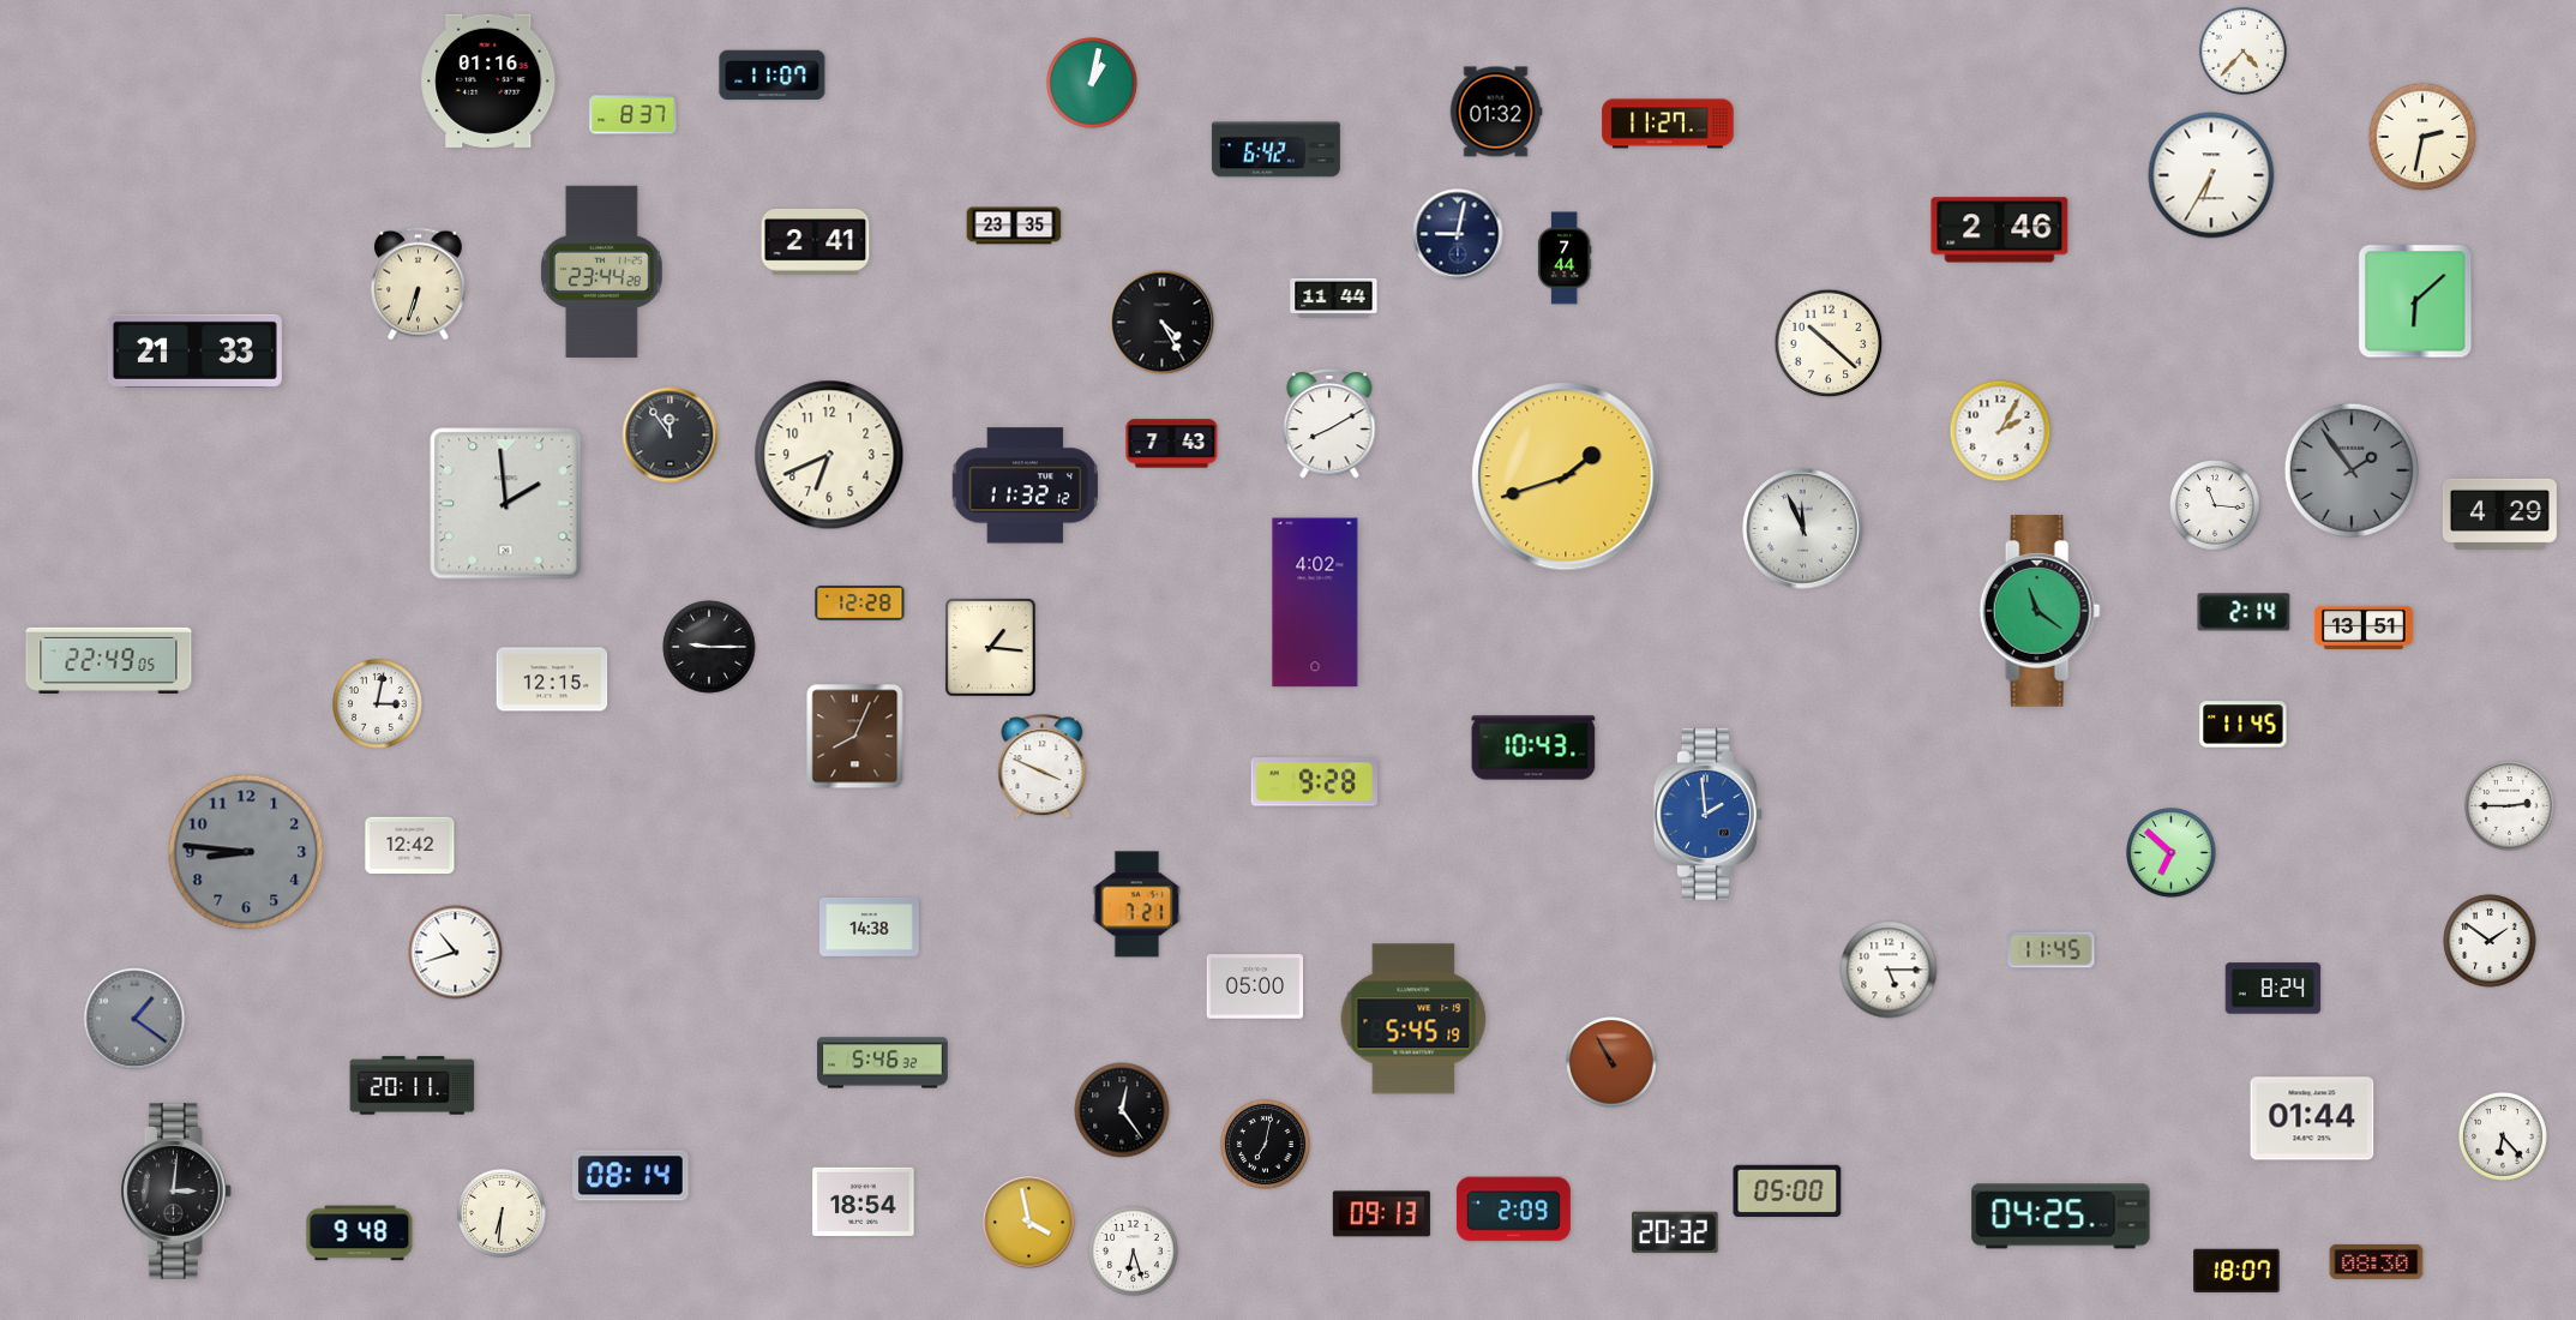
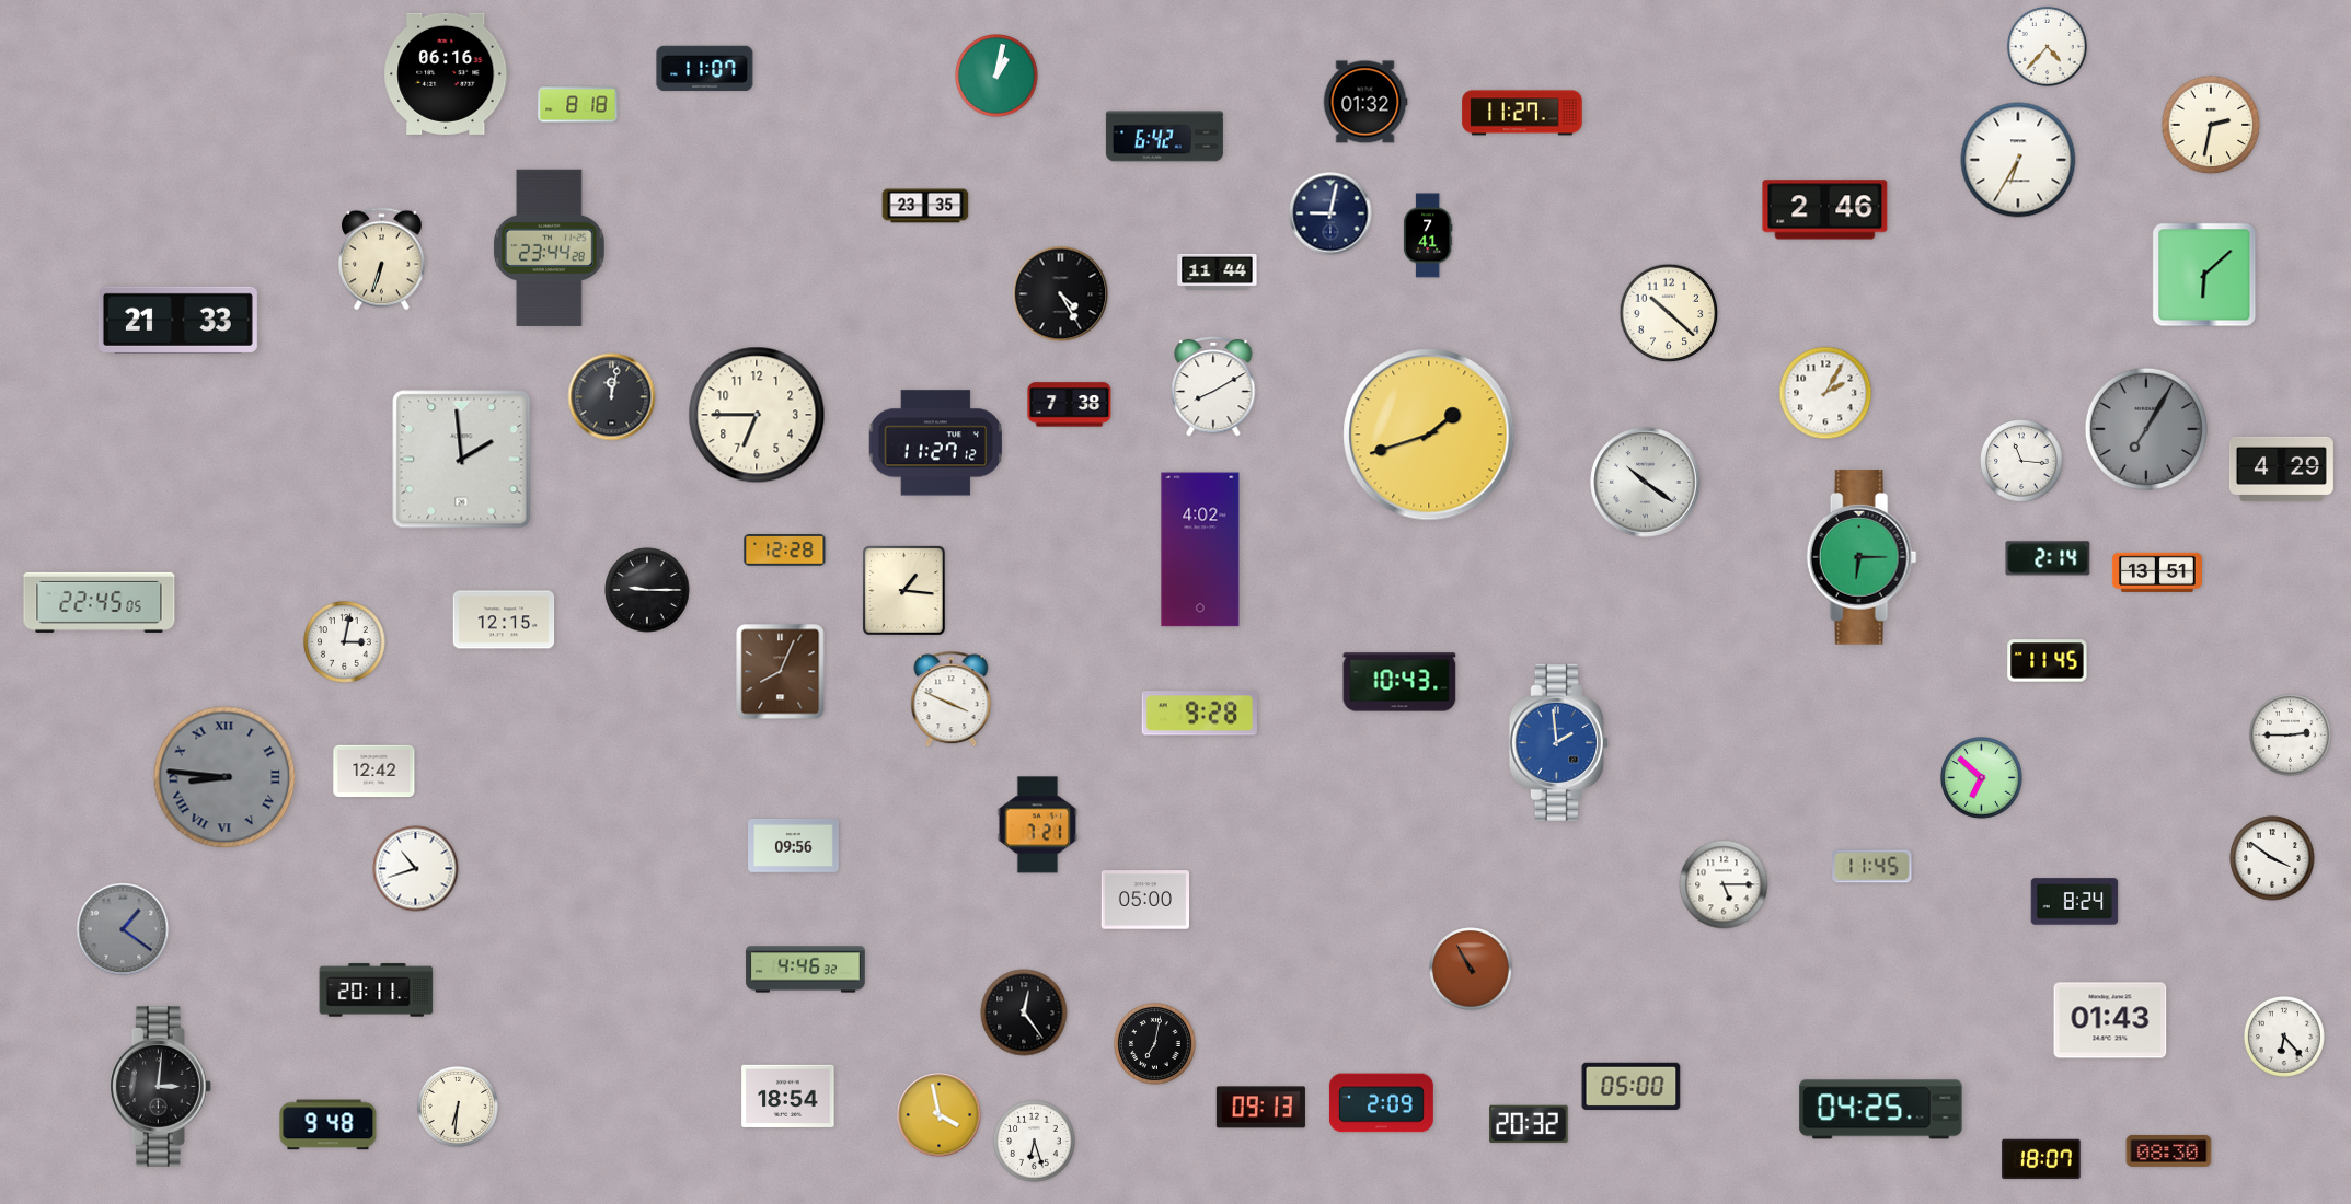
clock at (490, 80): 01:16 -> 06:16
clock at (634, 115): 8:37 -> 8:18
clock at (816, 241): 2:41 -> none
clock at (1565, 258): 7:44 -> 7:41
clock at (671, 436): 11:54 -> 12:02
clock at (1172, 444): 7:43 -> 7:38
clock at (829, 455): 6:41 -> 6:45
clock at (2350, 469): 1:54 -> 7:05
clock at (1025, 486): 11:32 -> 11:27
clock at (1803, 529): 11:56 -> 10:21
clock at (2040, 611): 11:21 -> 6:15
clock at (109, 660): 22:49 -> 22:45
clock at (246, 852) numerals: Arabic -> Roman
clock at (870, 926): 14:38 -> 09:56
clock at (2490, 941): 1:51 -> 3:51
clock at (1413, 1019): 5:45 -> none
clock at (883, 1063): 5:46 -> 4:46
clock at (2312, 1118): 01:44 -> 01:43
clock at (631, 1176): 08:14 -> none
